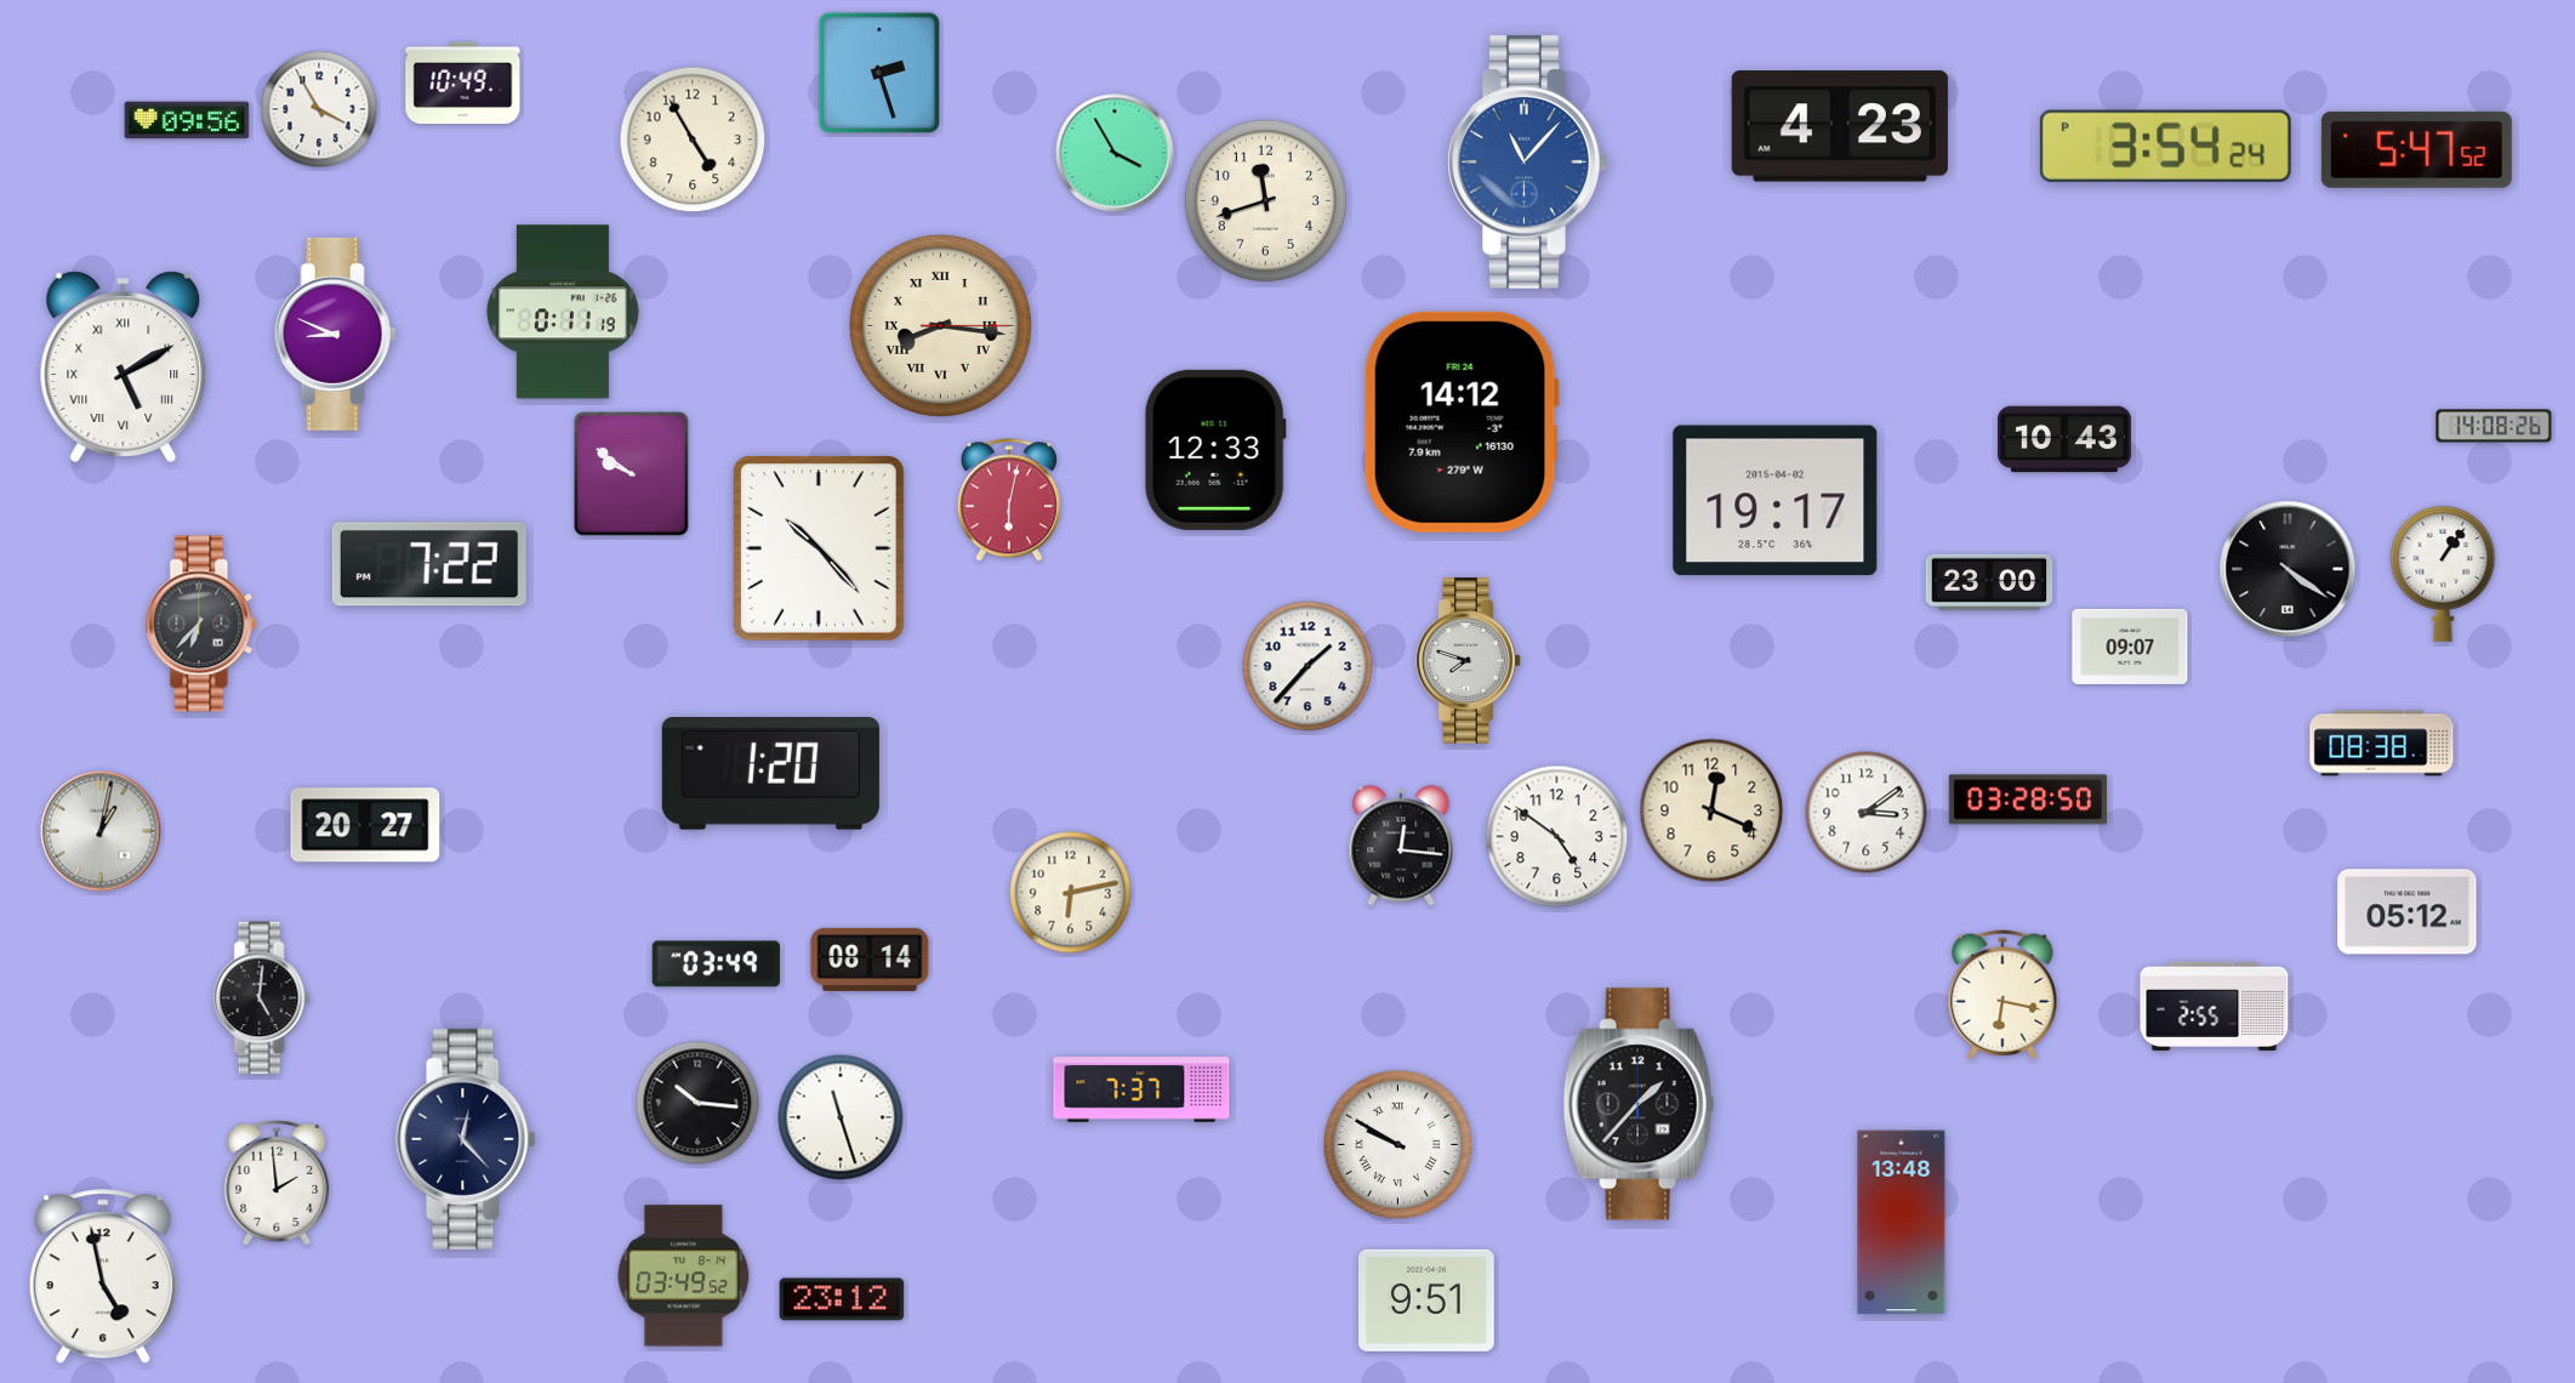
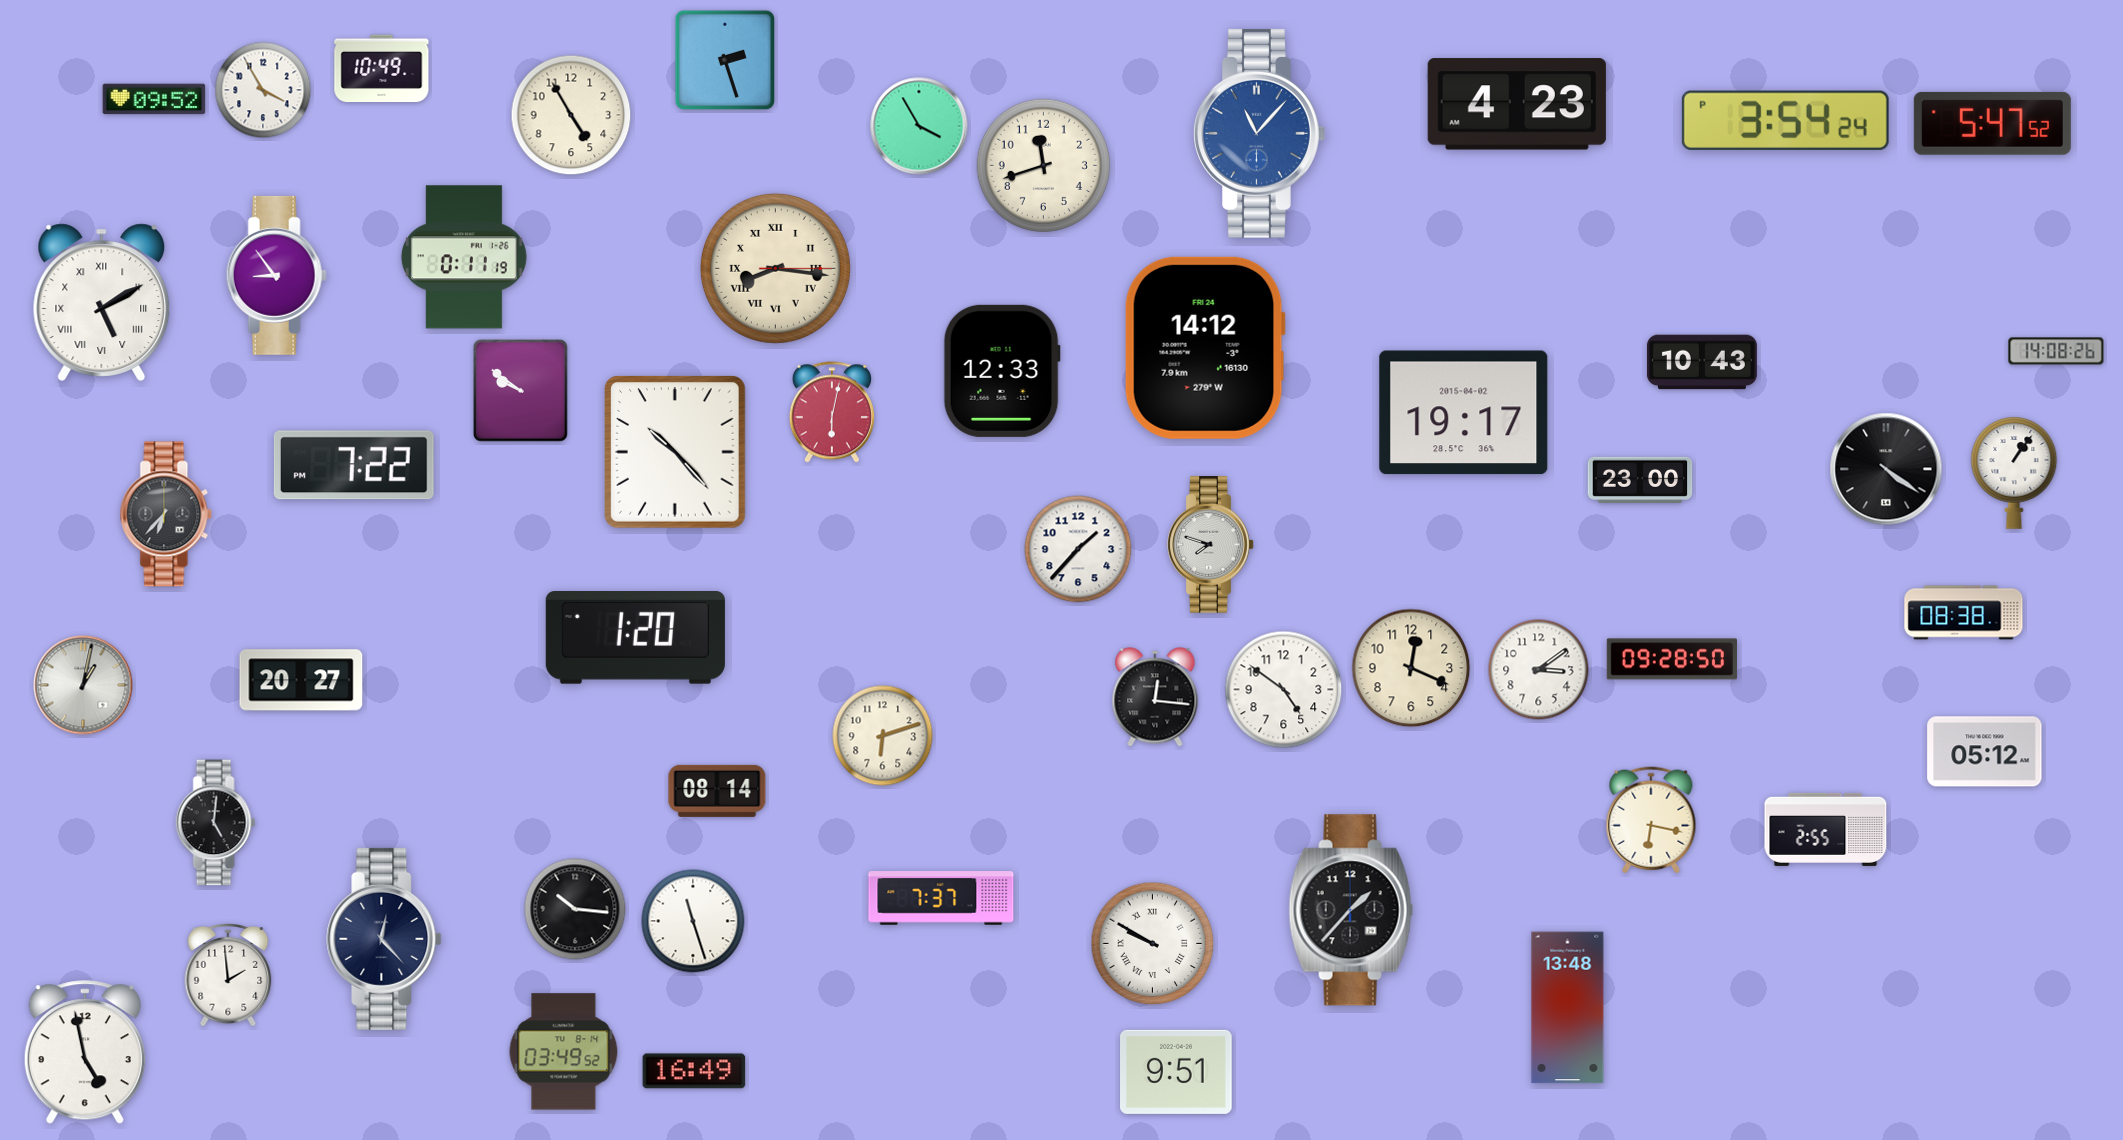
clock at (187, 120): 09:56 -> 09:52
clock at (335, 334): 8:49 -> 8:54
clock at (2130, 647): 09:07 -> none
clock at (2028, 799): 03:28 -> 09:28
clock at (1071, 893): 6:13 -> 6:12
clock at (716, 964): 03:49 -> none
clock at (842, 1299): 23:12 -> 16:49
